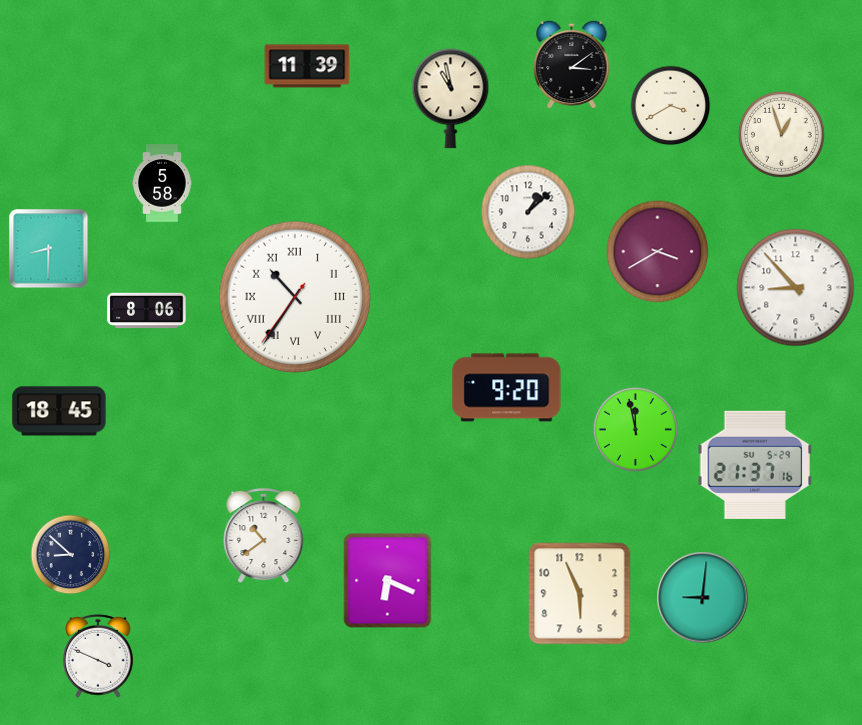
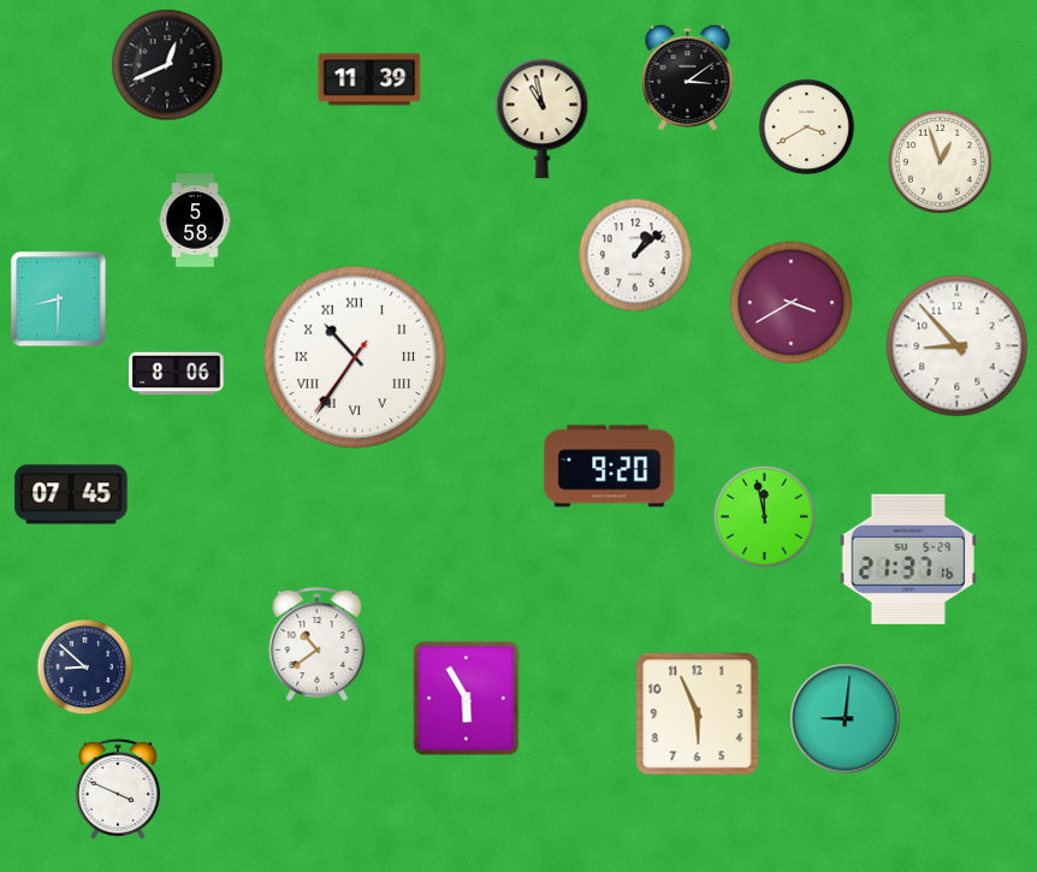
clock at (167, 65): none -> 12:41
clock at (59, 411): 18:45 -> 07:45
clock at (388, 581): 6:19 -> 5:55
